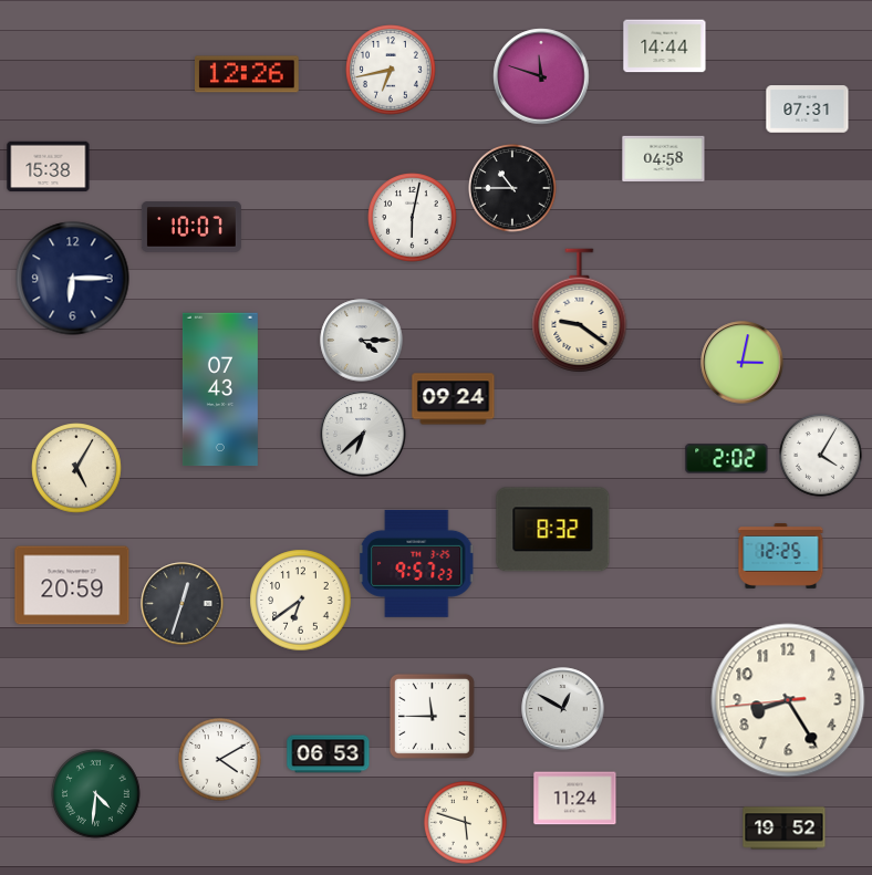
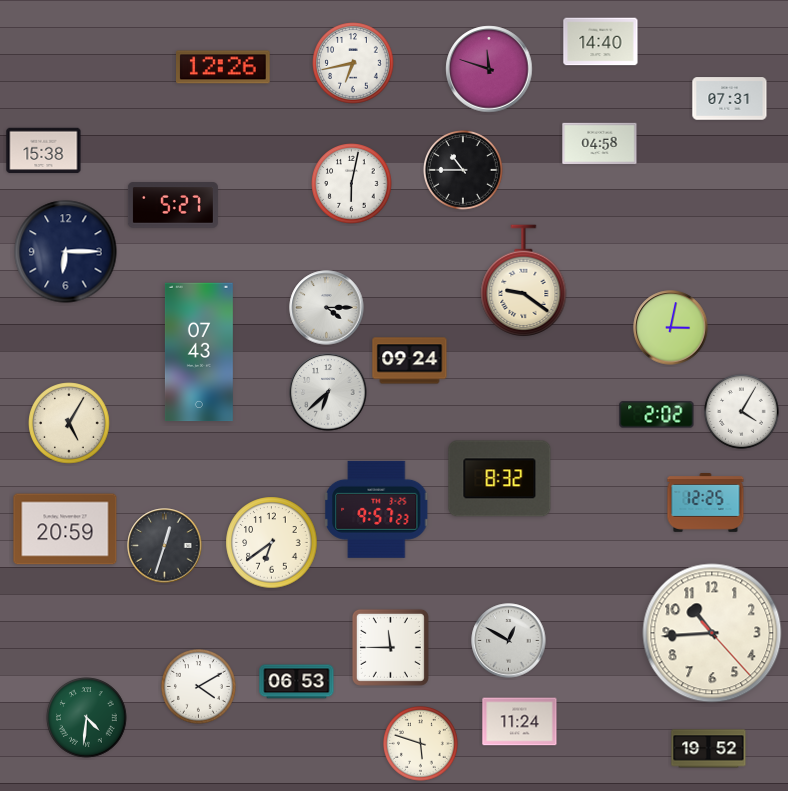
clock at (665, 46): 14:44 -> 14:40
clock at (413, 218) position: (413, 218) -> (352, 184)
clock at (191, 227): 10:07 -> 5:27
clock at (788, 700): 8:24 -> 10:44
